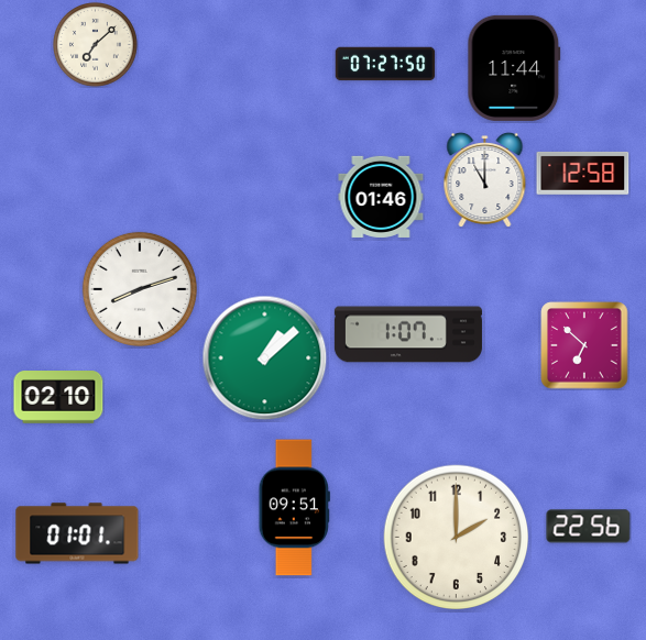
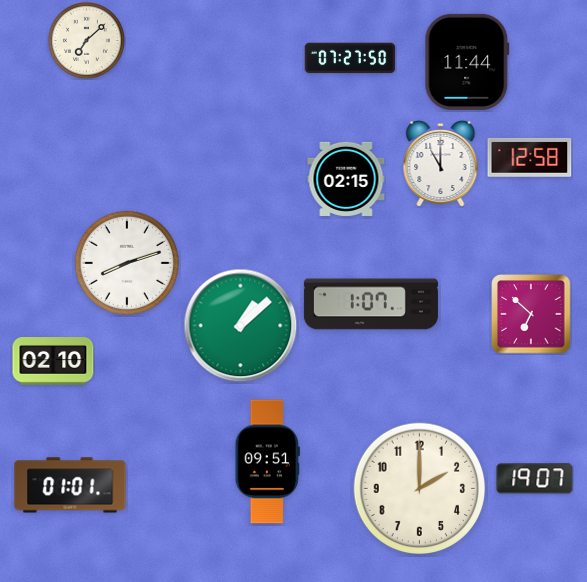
clock at (381, 197): 01:46 -> 02:15
clock at (589, 527): 22:56 -> 19:07
clock at (457, 538) position: (457, 538) -> (420, 489)
